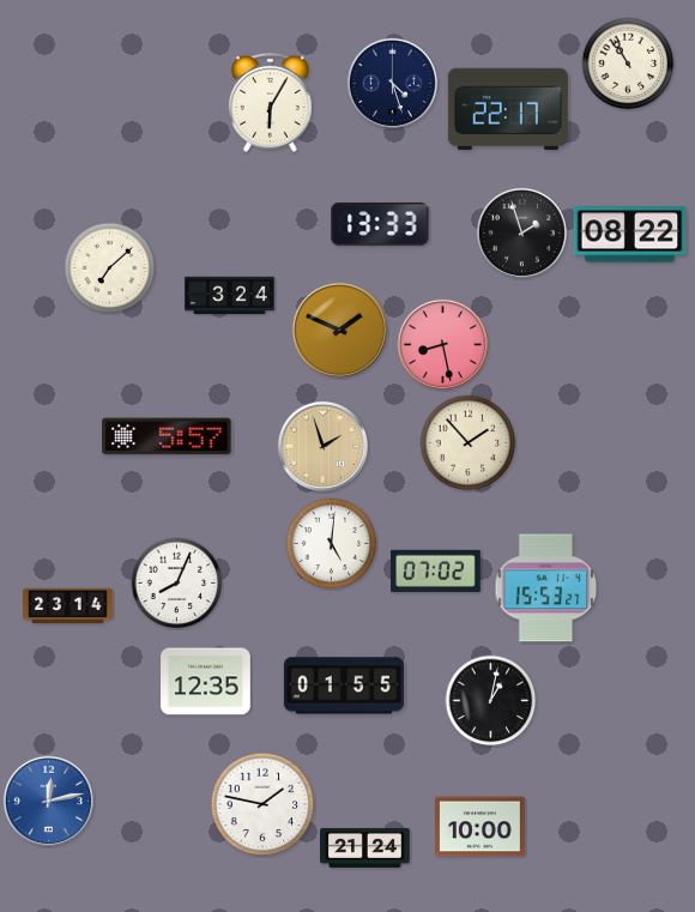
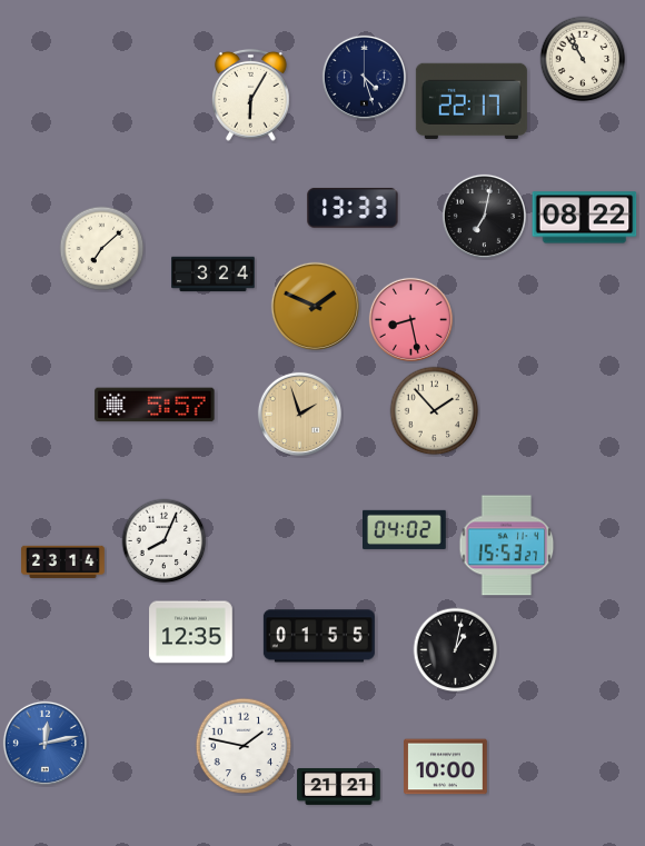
clock at (521, 232): 1:57 -> 7:02
clock at (332, 544): 5:01 -> none
clock at (436, 570): 07:02 -> 04:02
clock at (365, 847): 21:24 -> 21:21
